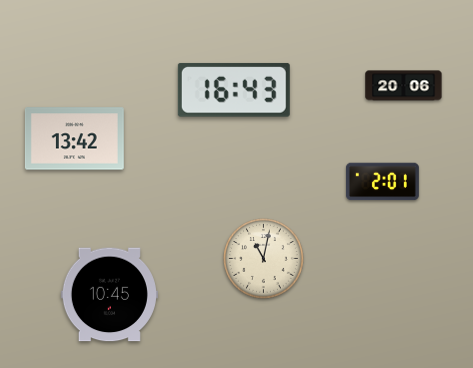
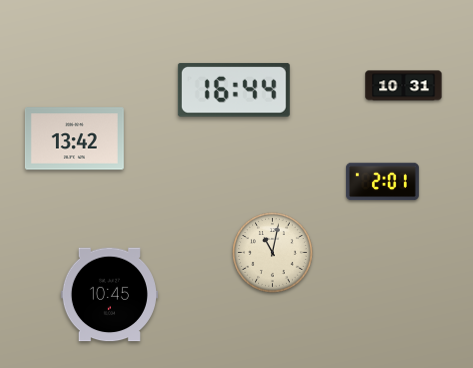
clock at (404, 86): 20:06 -> 10:31
clock at (234, 90): 16:43 -> 16:44
clock at (264, 259) position: (264, 259) -> (273, 253)
